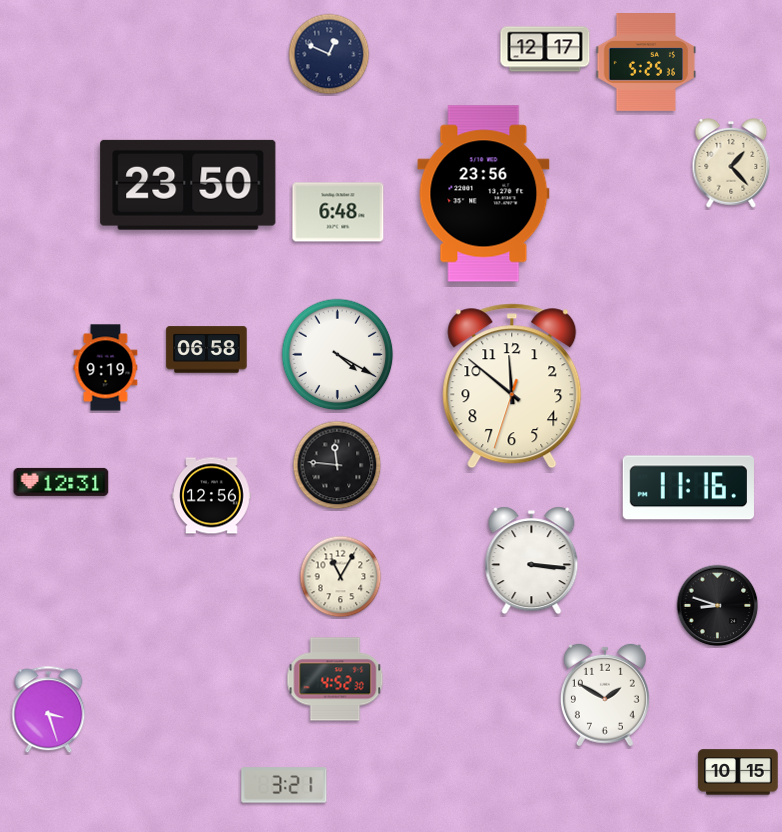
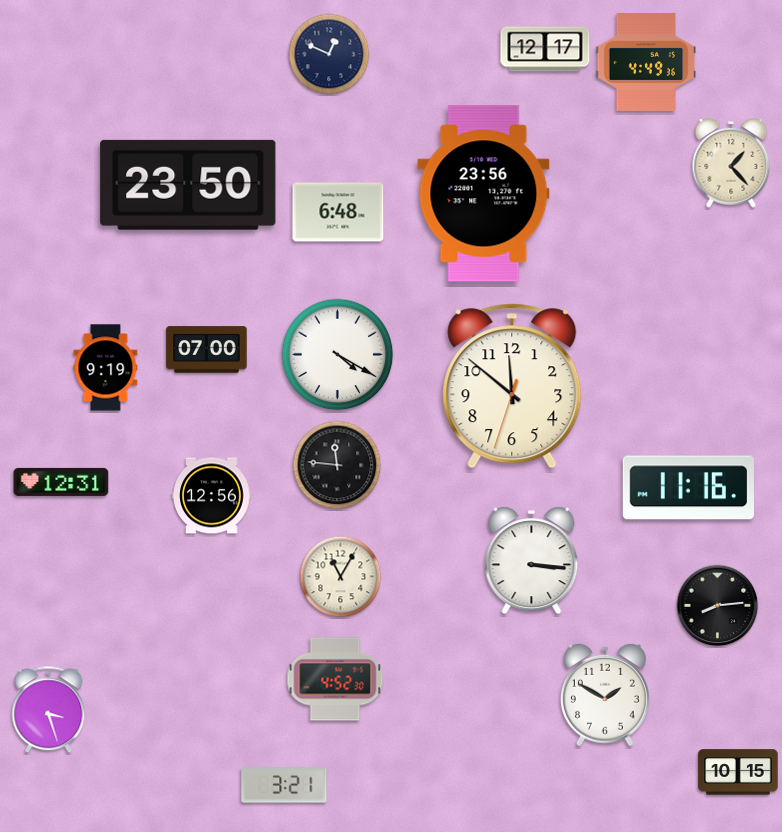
clock at (646, 63): 5:25 -> 4:49
clock at (207, 350): 06:58 -> 07:00
clock at (718, 606): 8:48 -> 8:14
